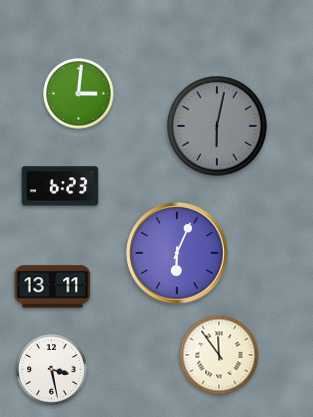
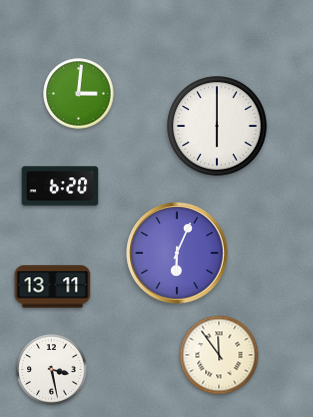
clock at (217, 126): 6:02 -> 6:00
clock at (217, 126) dial: grey -> white
clock at (60, 186): 6:23 -> 6:20
